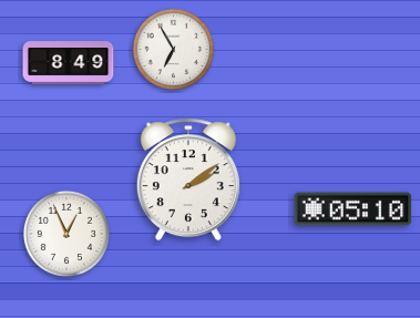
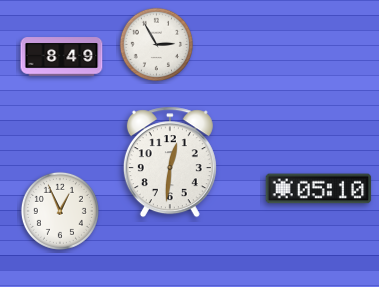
clock at (173, 49): 6:55 -> 2:55
clock at (188, 179): 2:09 -> 12:31
